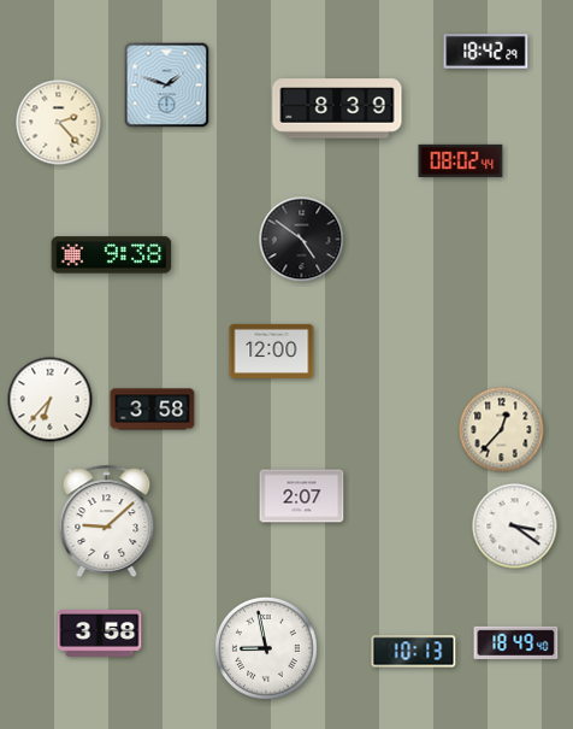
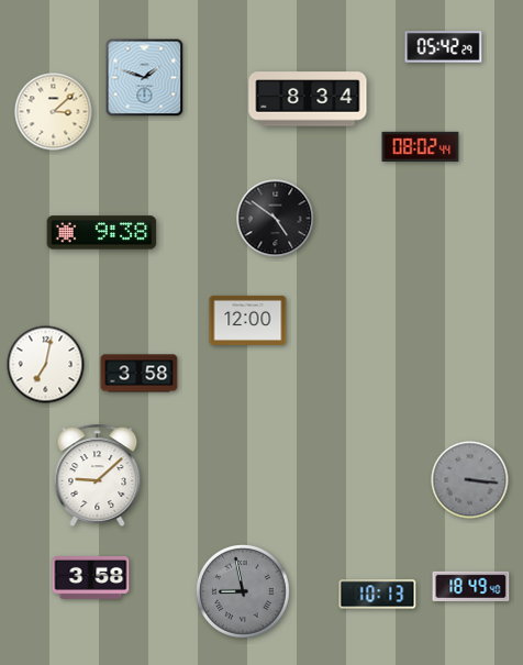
clock at (486, 52): 18:42 -> 05:42
clock at (167, 86) position: (167, 86) -> (145, 78)
clock at (337, 108): 8:39 -> 8:34
clock at (59, 123): 2:23 -> 3:08
clock at (51, 400): 6:37 -> 7:02
clock at (502, 430): 12:37 -> none
clock at (302, 496): 2:07 -> none
clock at (515, 527): 3:21 -> 3:16
clock at (515, 527) dial: white -> grey
clock at (266, 648) dial: white -> grey
